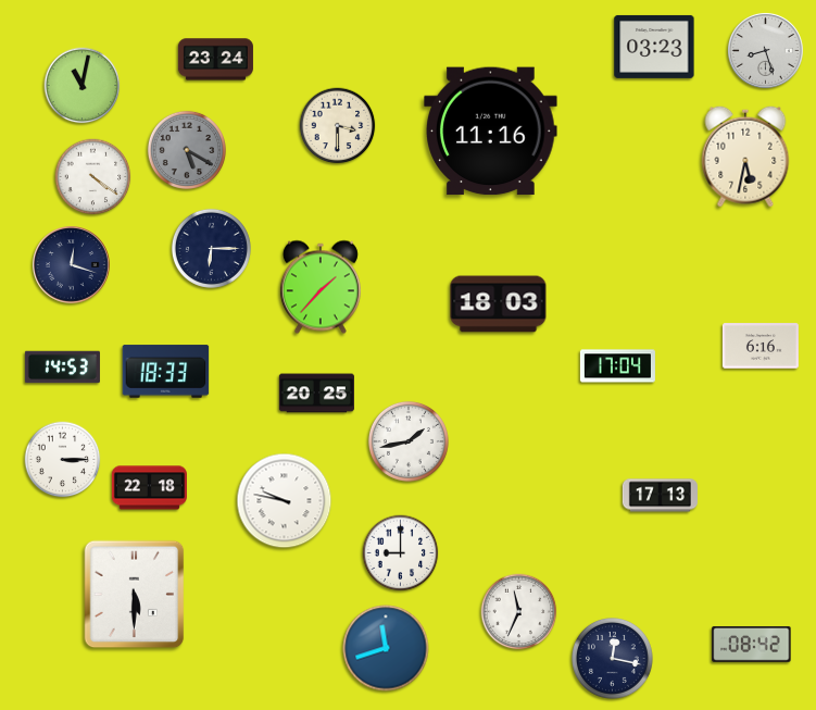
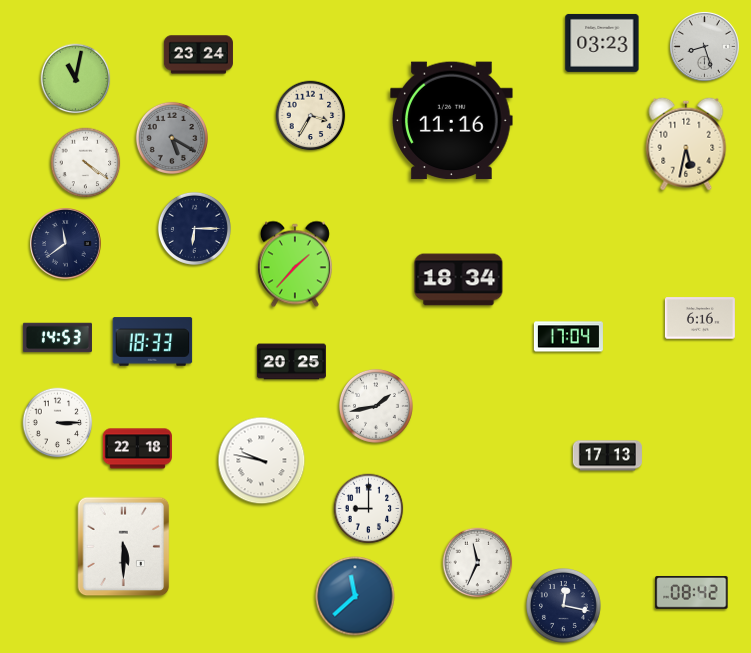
clock at (338, 126): 3:30 -> 3:35
clock at (72, 265): 12:18 -> 11:39
clock at (499, 304): 18:03 -> 18:34
clock at (386, 648): 11:42 -> 11:38
